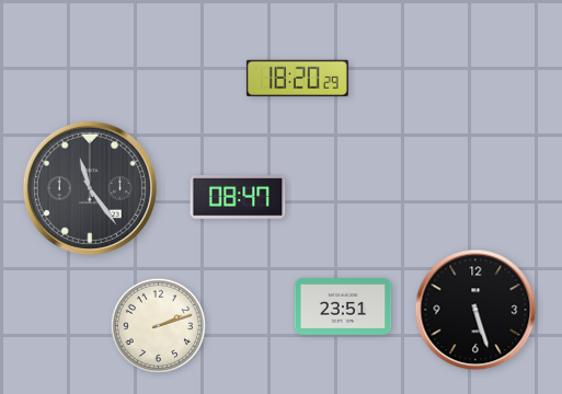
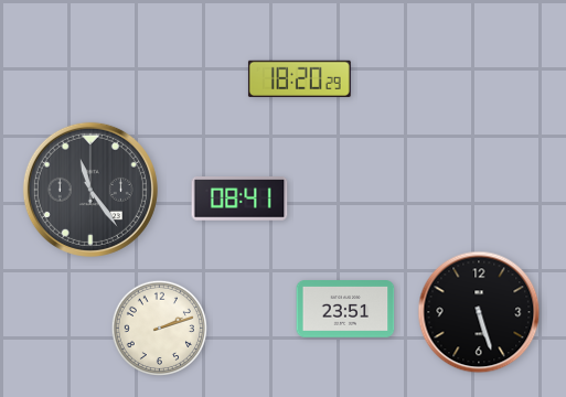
clock at (238, 198): 08:47 -> 08:41
